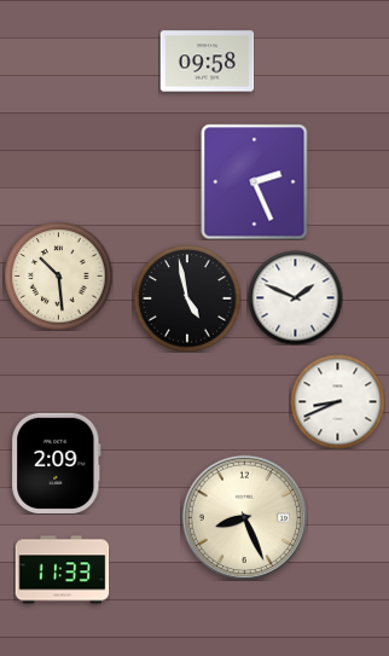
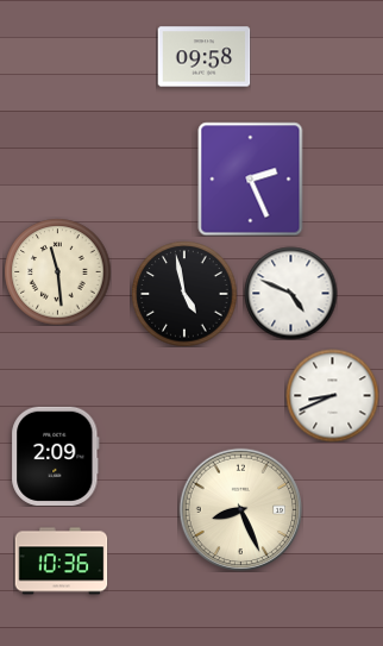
clock at (207, 62) position: (207, 62) -> (203, 57)
clock at (58, 275): 10:29 -> 11:29
clock at (295, 297): 1:49 -> 4:49
clock at (62, 570): 11:33 -> 10:36
